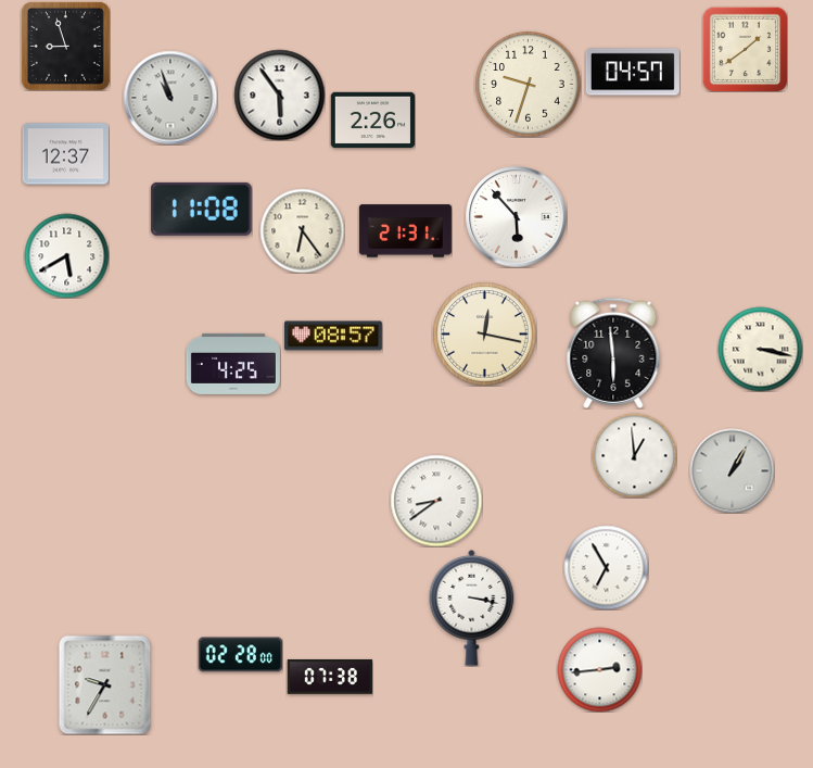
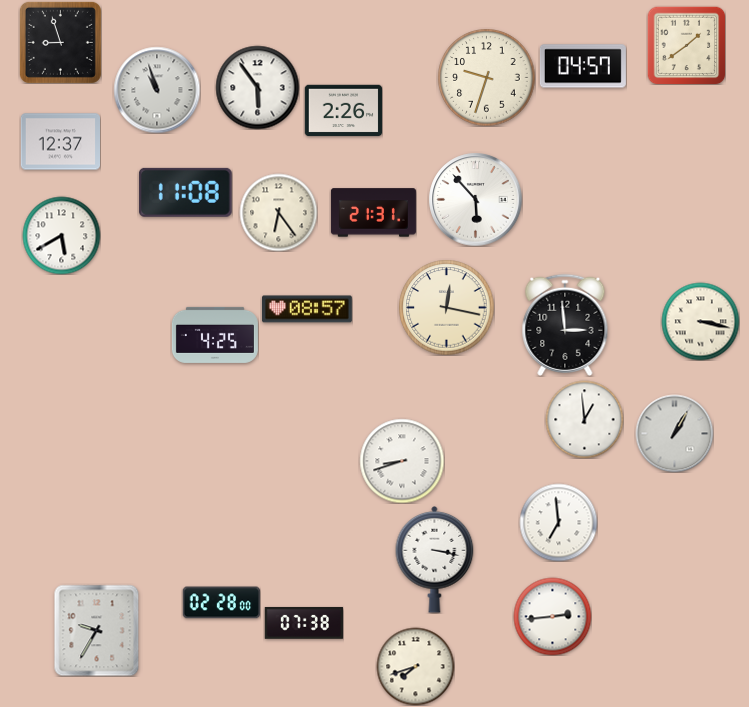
clock at (613, 353): 5:59 -> 2:59
clock at (436, 501): 8:39 -> 8:42
clock at (606, 567): 6:55 -> 6:59
clock at (415, 666): none -> 7:42
